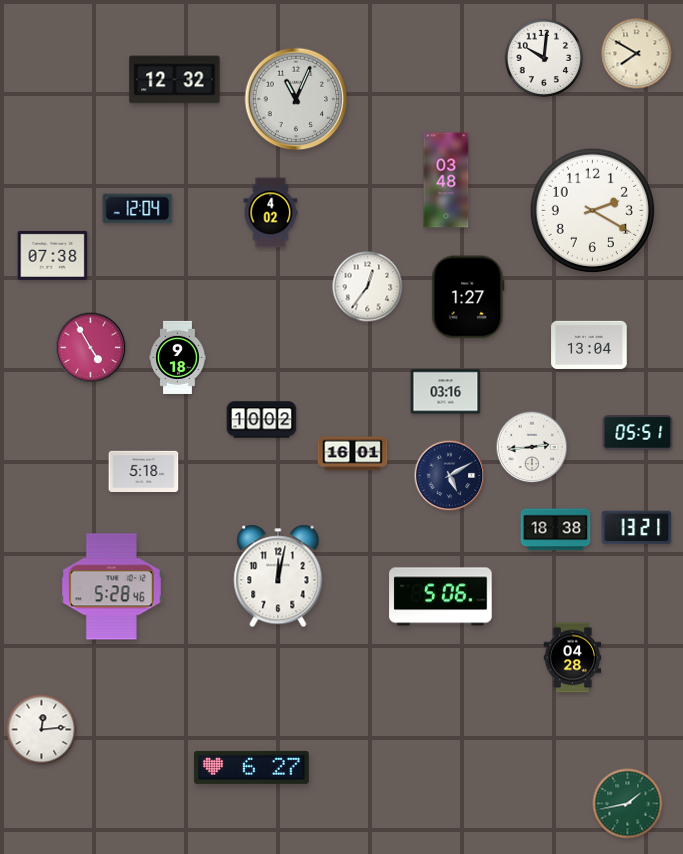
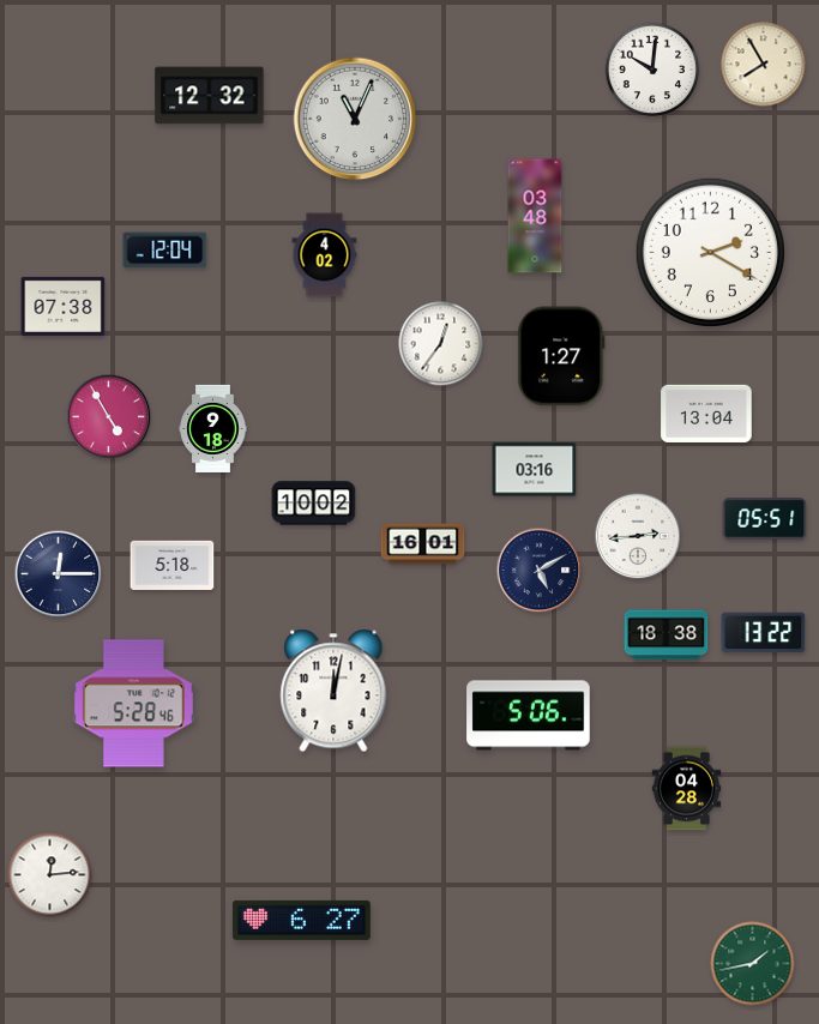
clock at (637, 54): 7:50 -> 7:55
clock at (59, 574): none -> 12:15
clock at (637, 528): 13:21 -> 13:22
